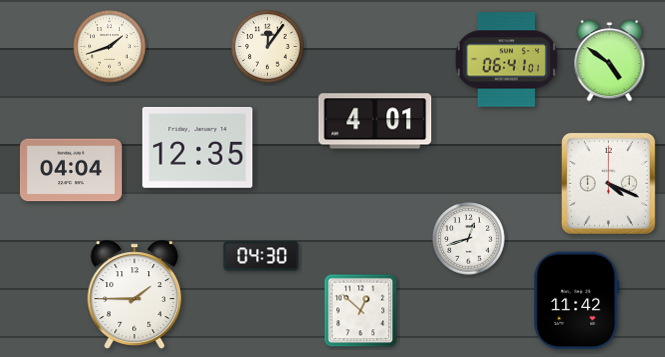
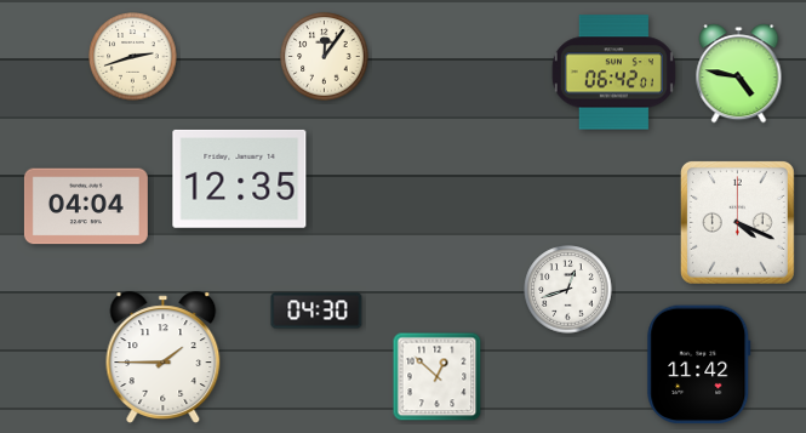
clock at (110, 47): 1:42 -> 2:42
clock at (506, 60): 06:41 -> 06:42
clock at (610, 61): 4:51 -> 4:47
clock at (375, 121): 4:01 -> none
